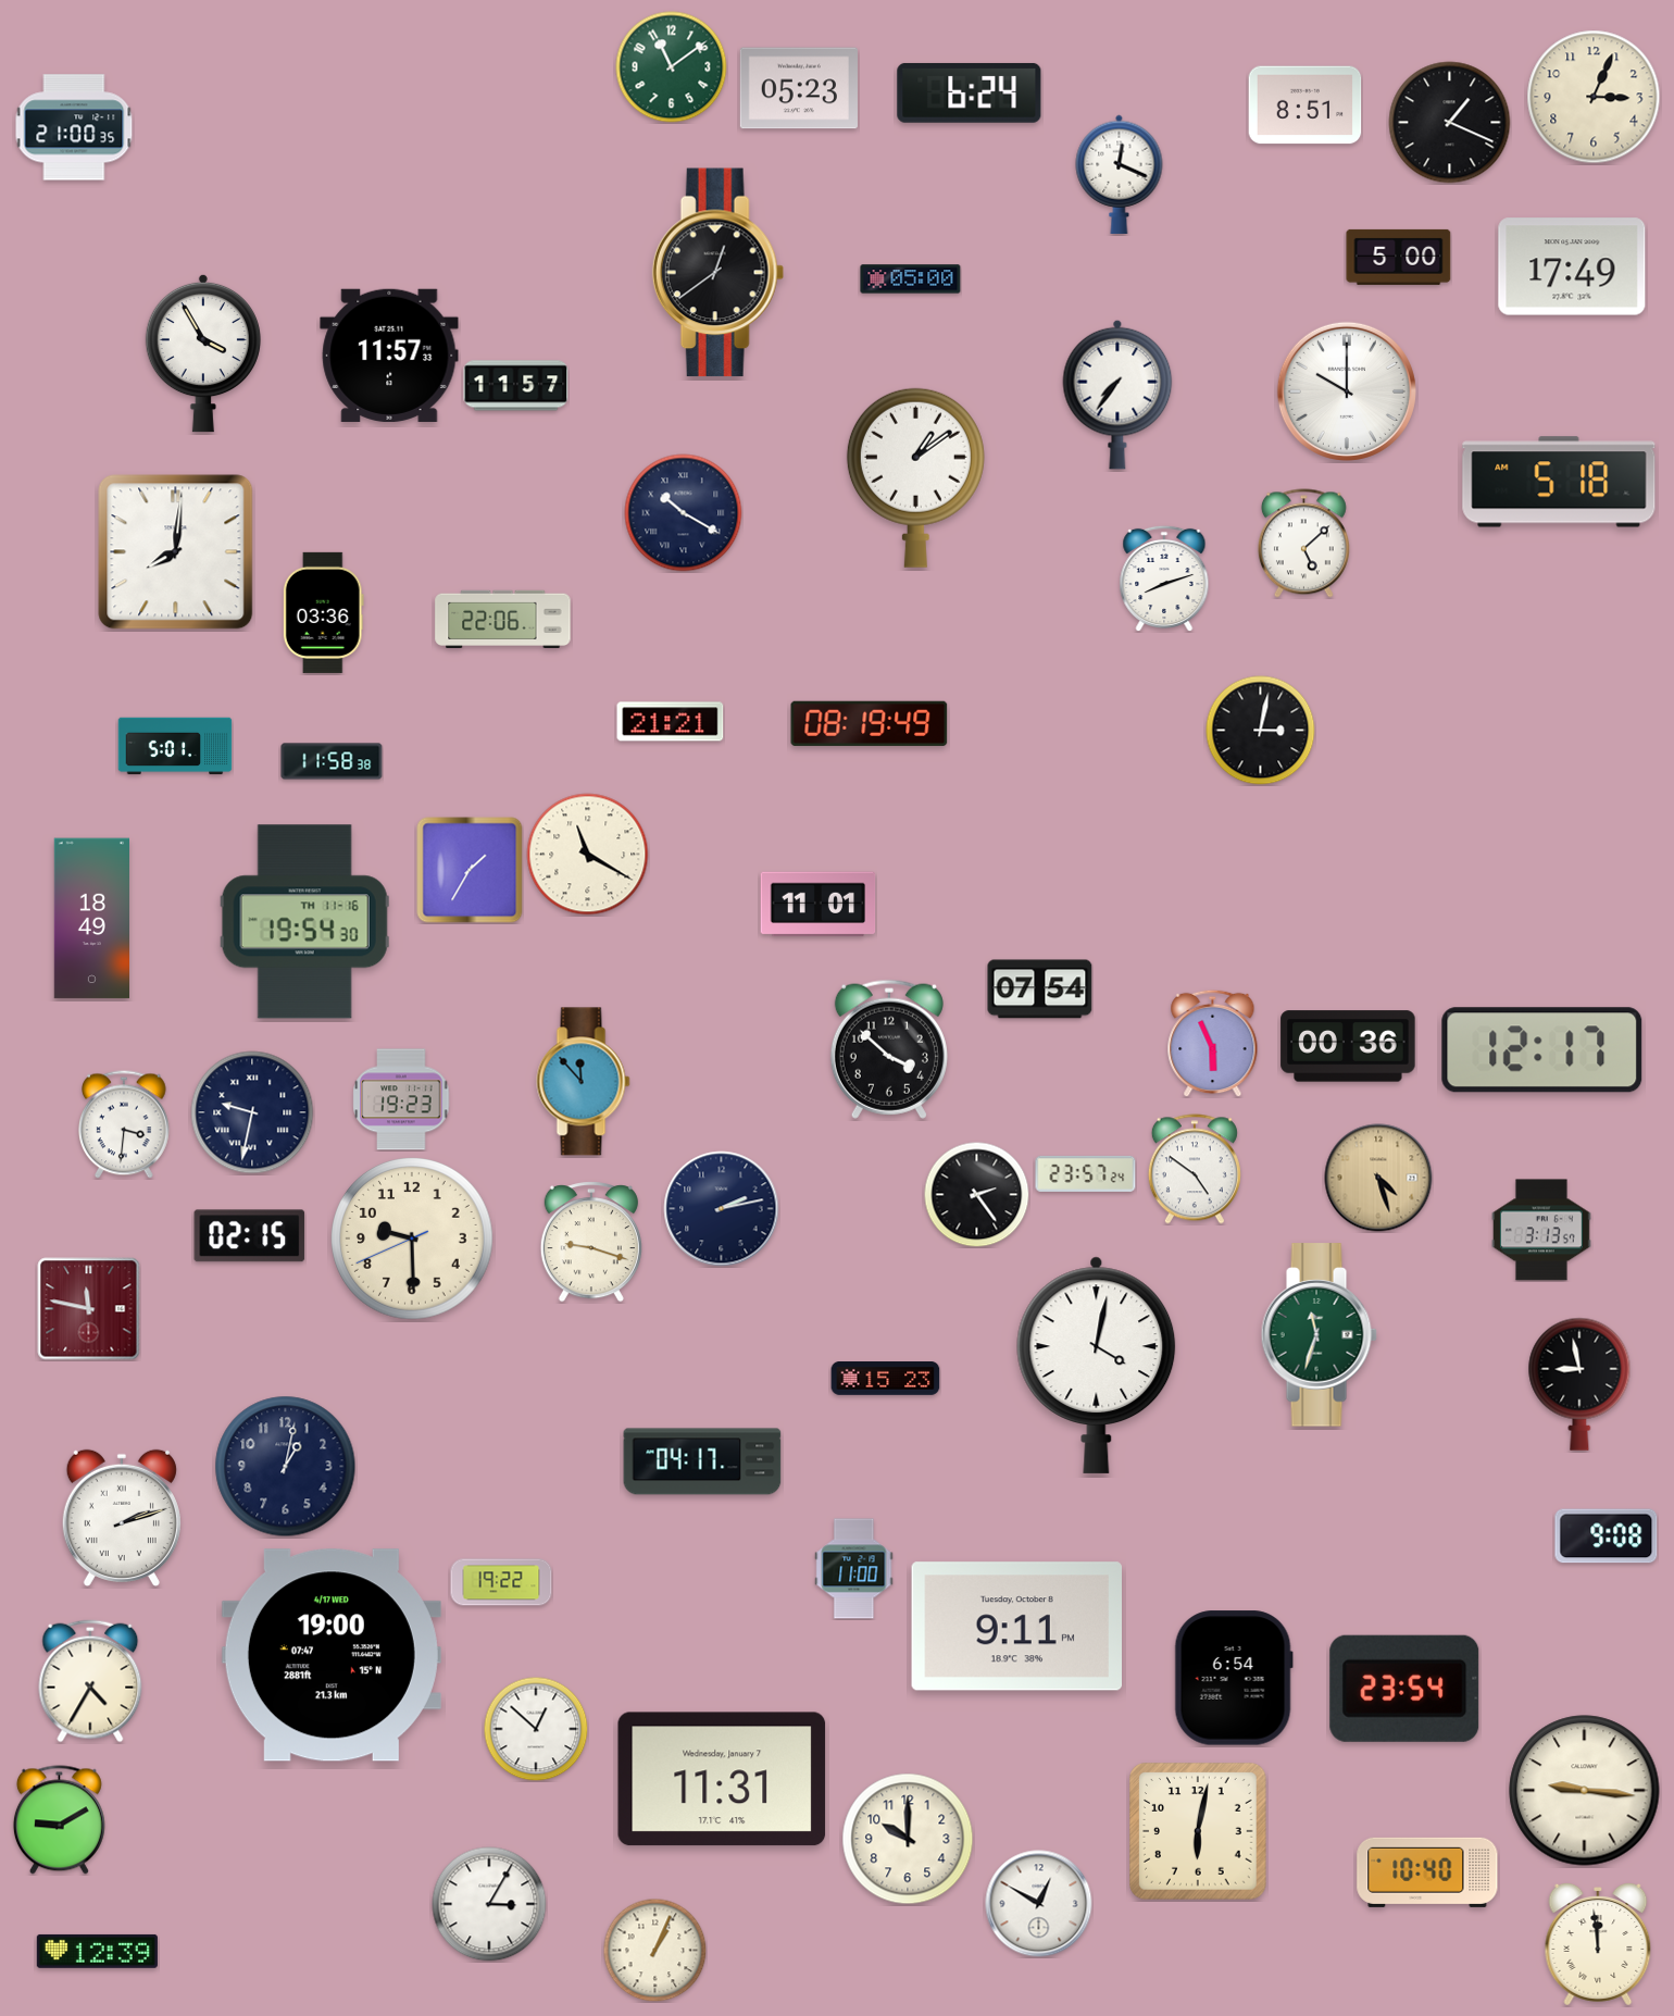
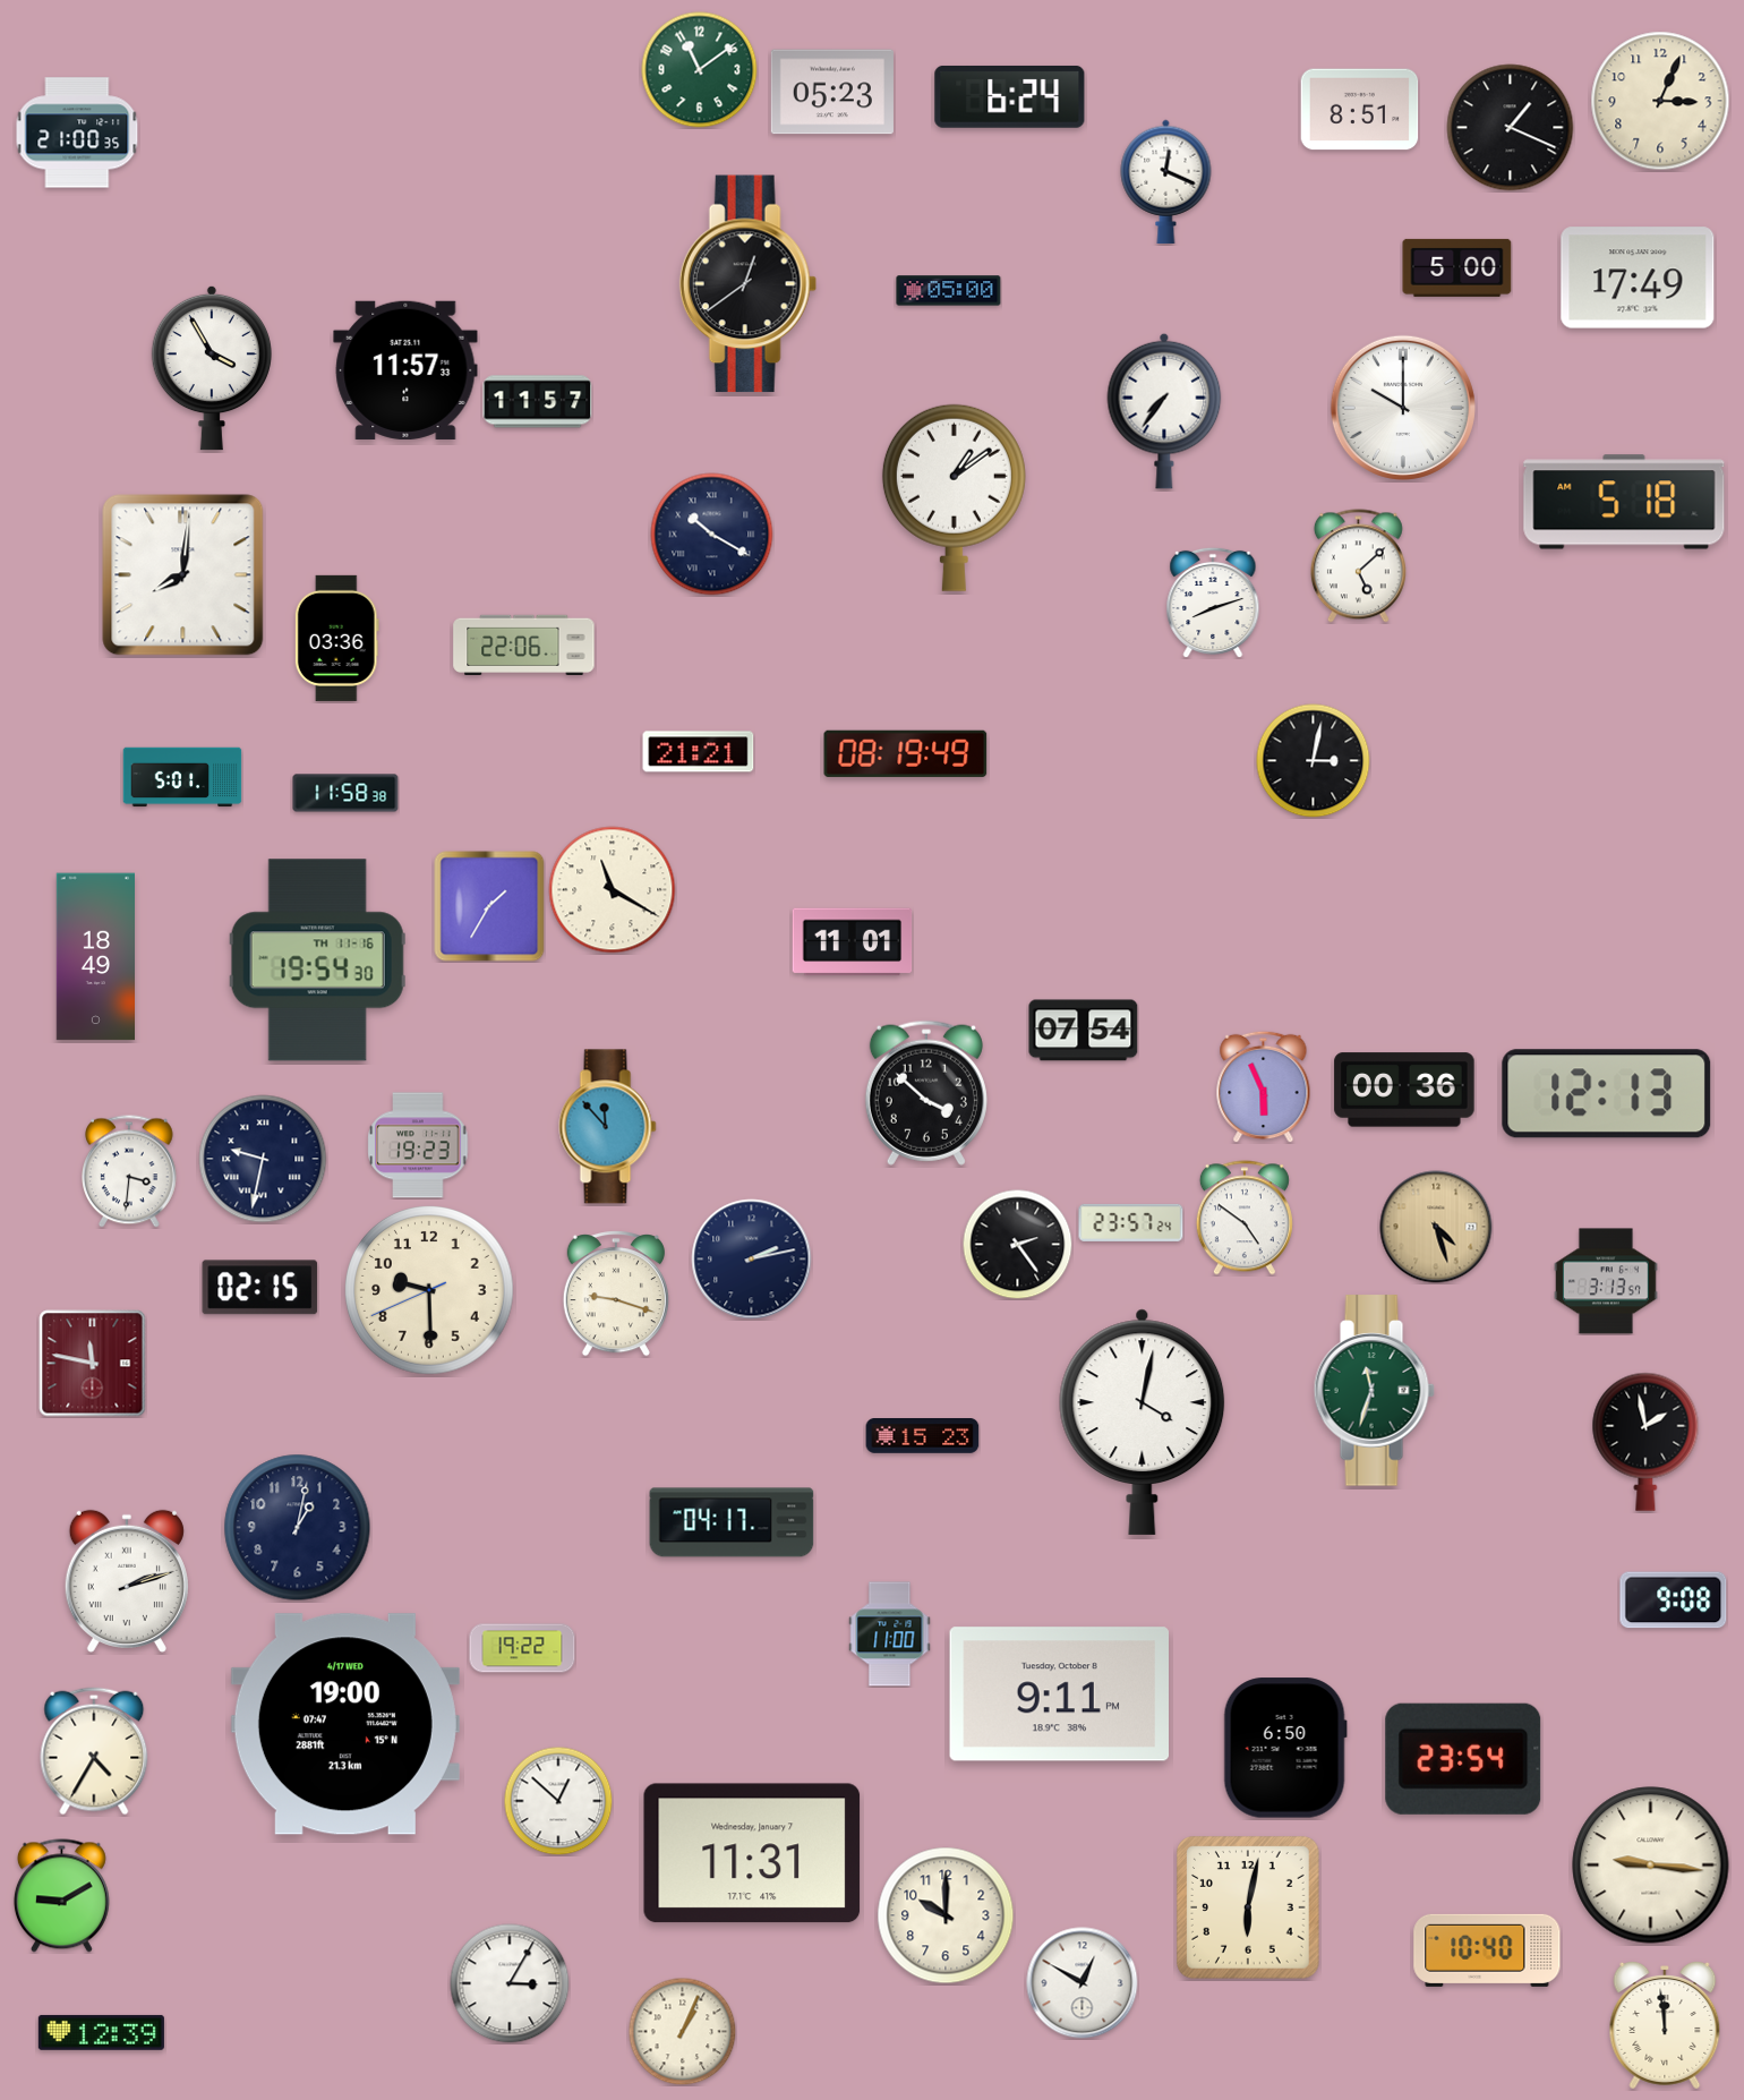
clock at (1542, 1050): 12:17 -> 12:13
clock at (1579, 1384): 8:58 -> 1:58
clock at (1234, 1678): 6:54 -> 6:50
